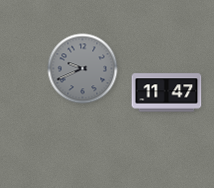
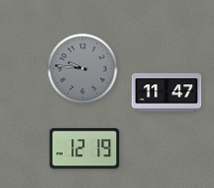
clock at (83, 69): 9:41 -> 9:46
clock at (85, 149): none -> 12:19
